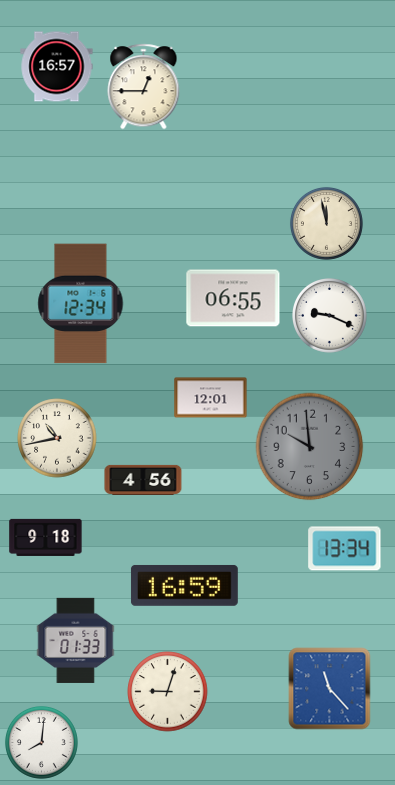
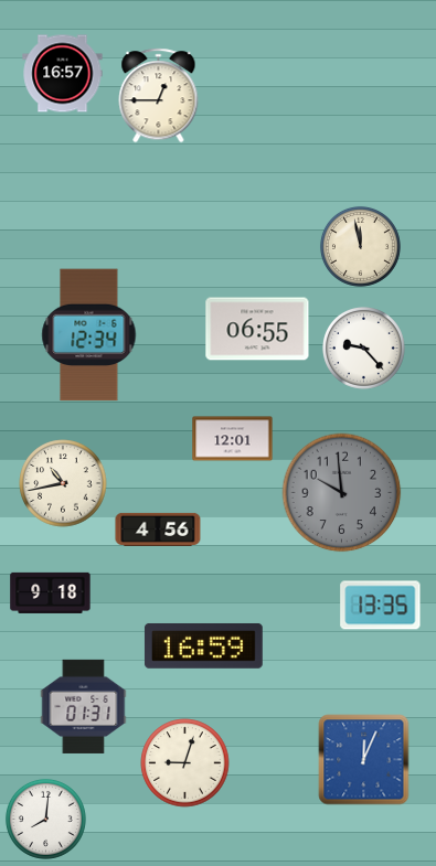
clock at (330, 316): 9:19 -> 9:23
clock at (345, 549): 13:34 -> 13:35
clock at (76, 640): 01:33 -> 01:31
clock at (330, 689): 11:23 -> 12:04
